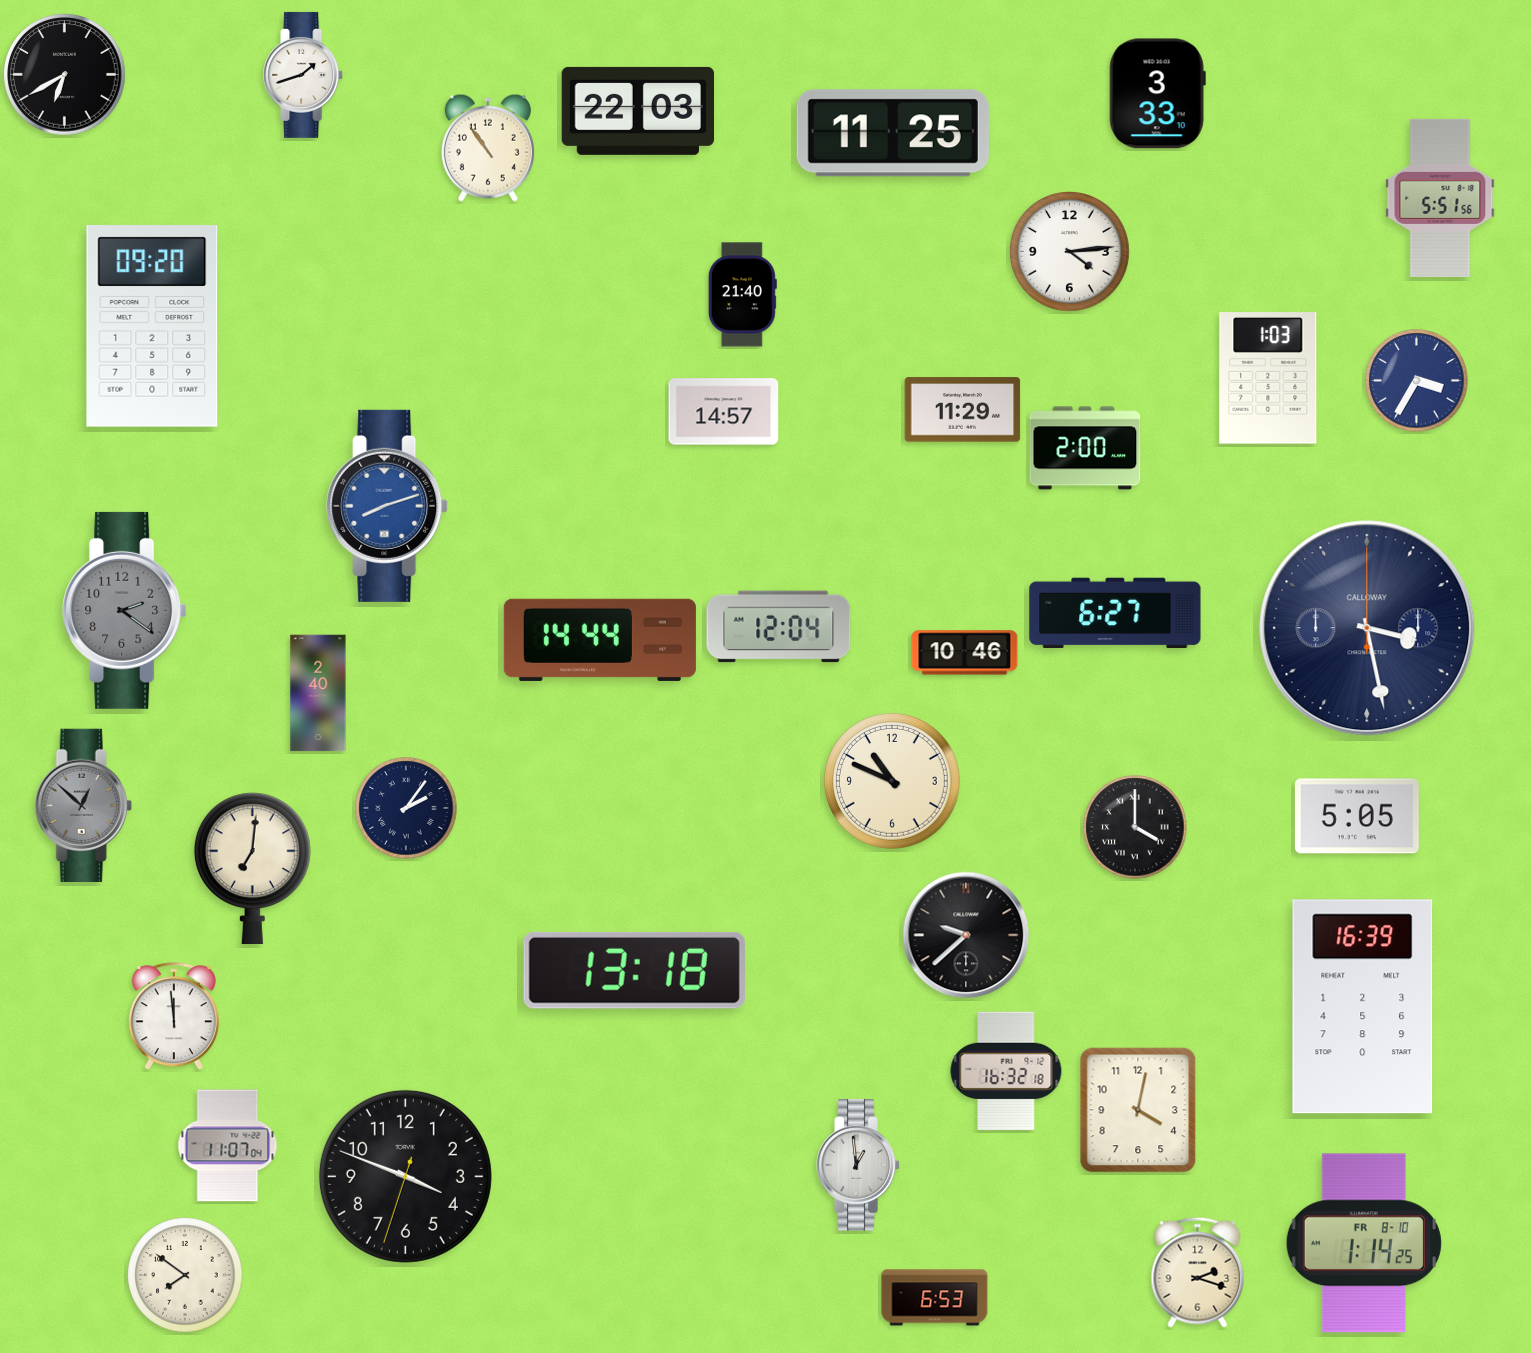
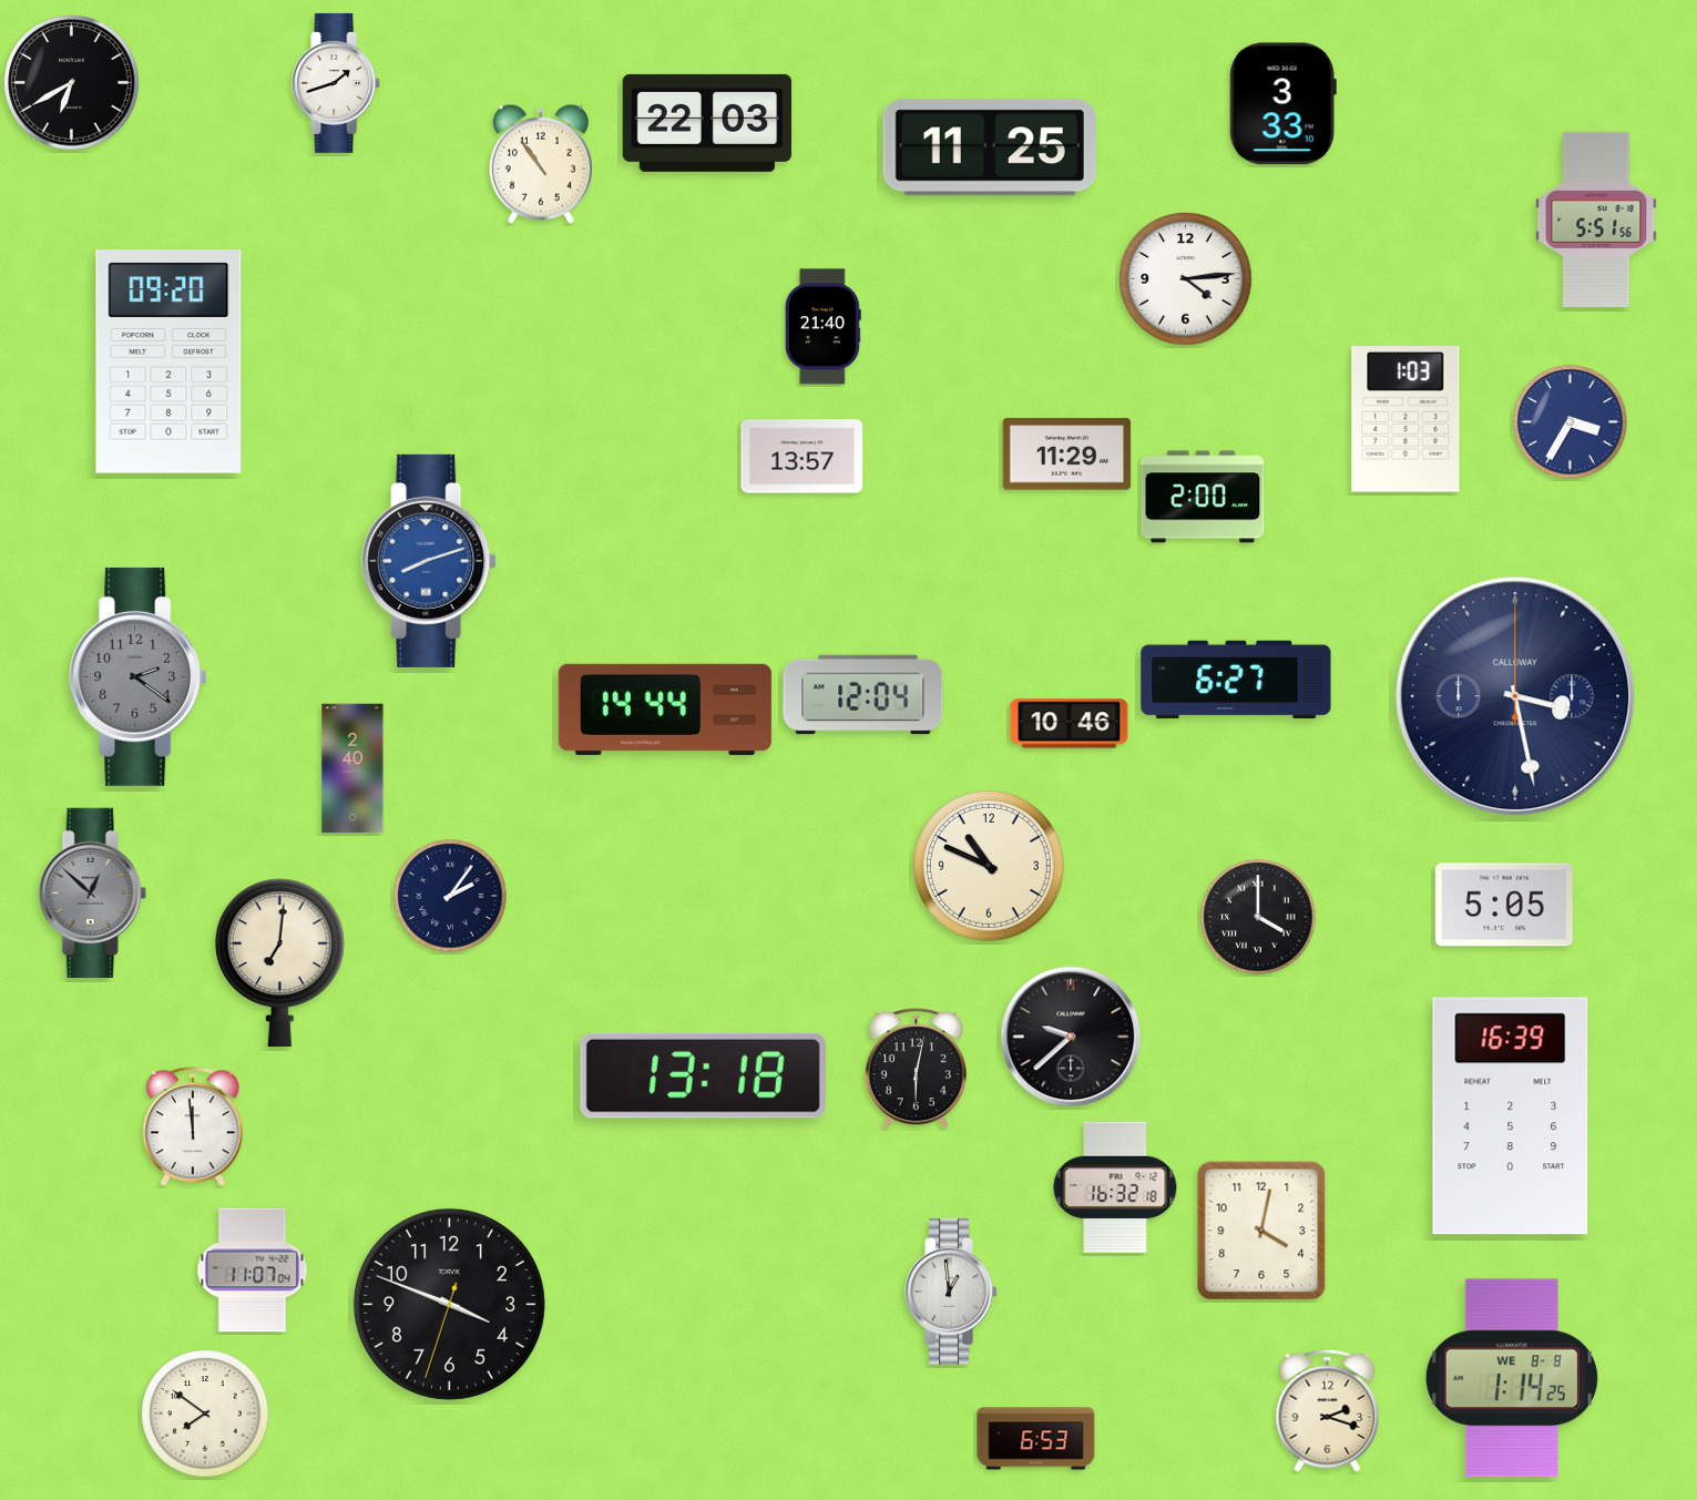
clock at (724, 412): 14:57 -> 13:57
clock at (916, 1069): none -> 6:02
clock at (1364, 1243) date: FR 8-10 -> WE 8-8
